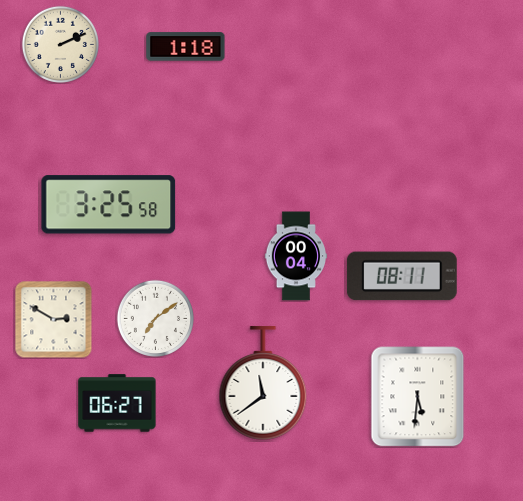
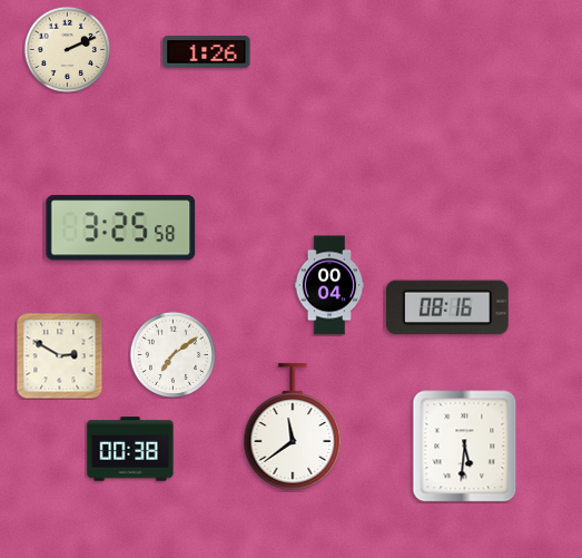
clock at (186, 47): 1:18 -> 1:26
clock at (402, 276): 08:11 -> 08:16
clock at (418, 397) position: (418, 397) -> (465, 447)
clock at (117, 403): 06:27 -> 00:38
